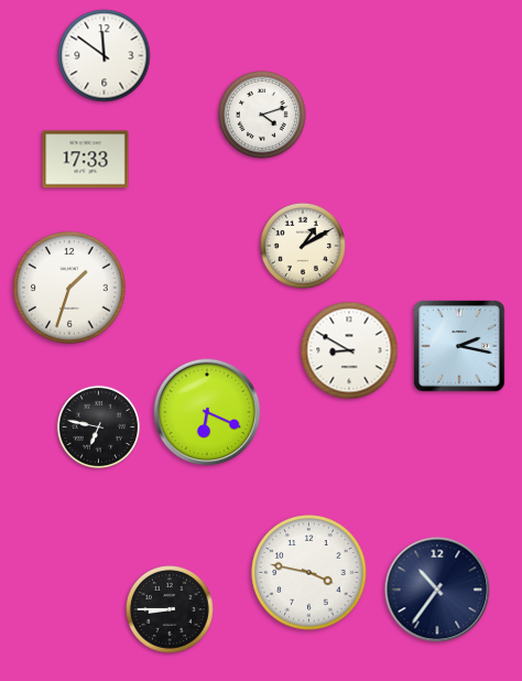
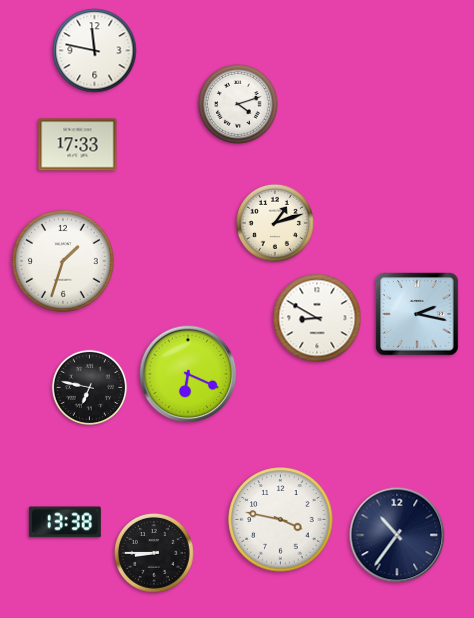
clock at (105, 56): 11:51 -> 11:47
clock at (303, 246): 1:10 -> 1:12
clock at (65, 522): none -> 13:38
